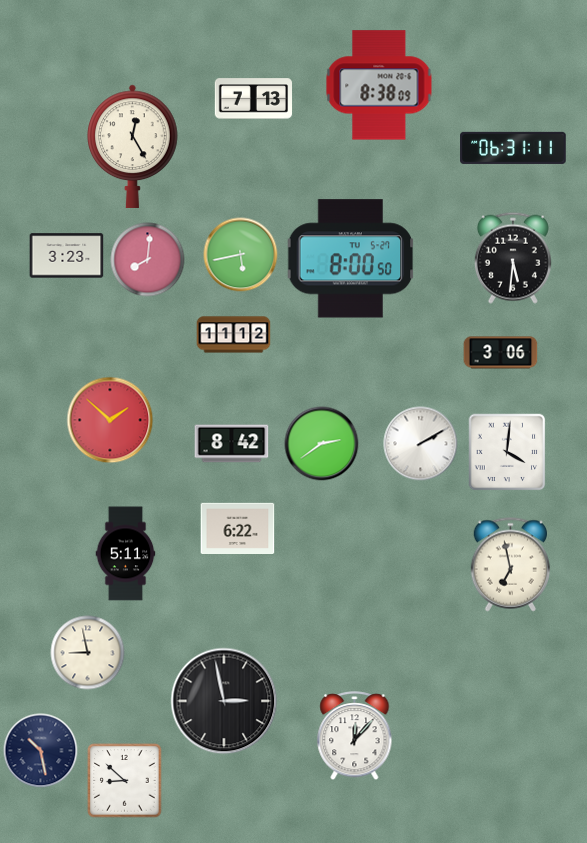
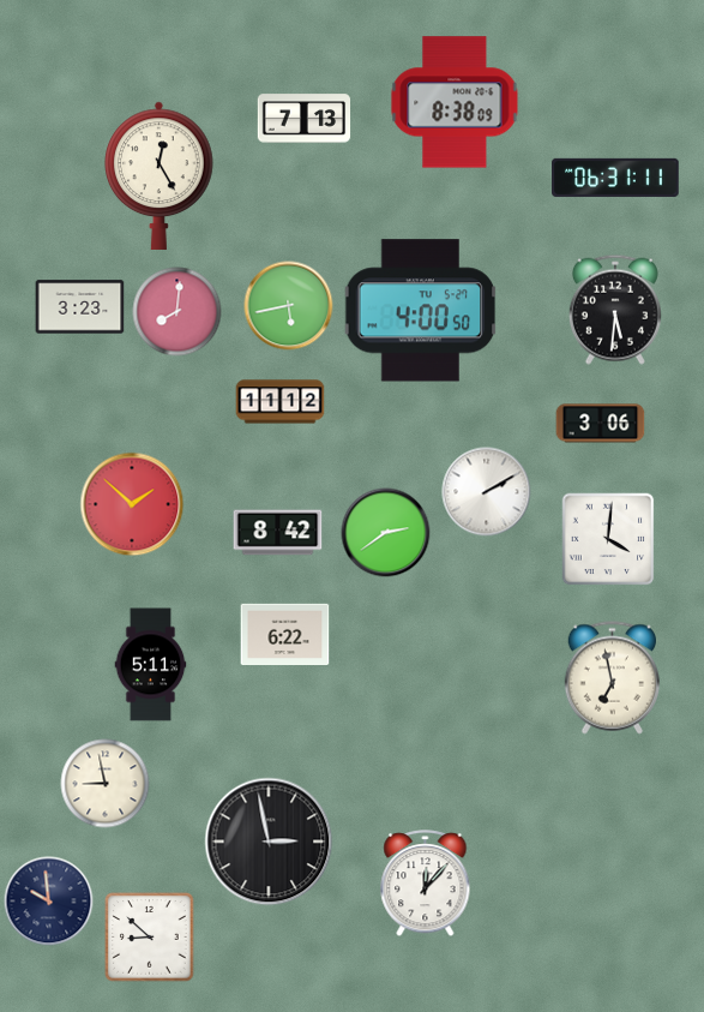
clock at (351, 259): 8:00 -> 4:00
clock at (421, 444) position: (421, 444) -> (487, 492)
clock at (507, 452) position: (507, 452) -> (608, 539)
clock at (41, 751): 10:28 -> 9:59
